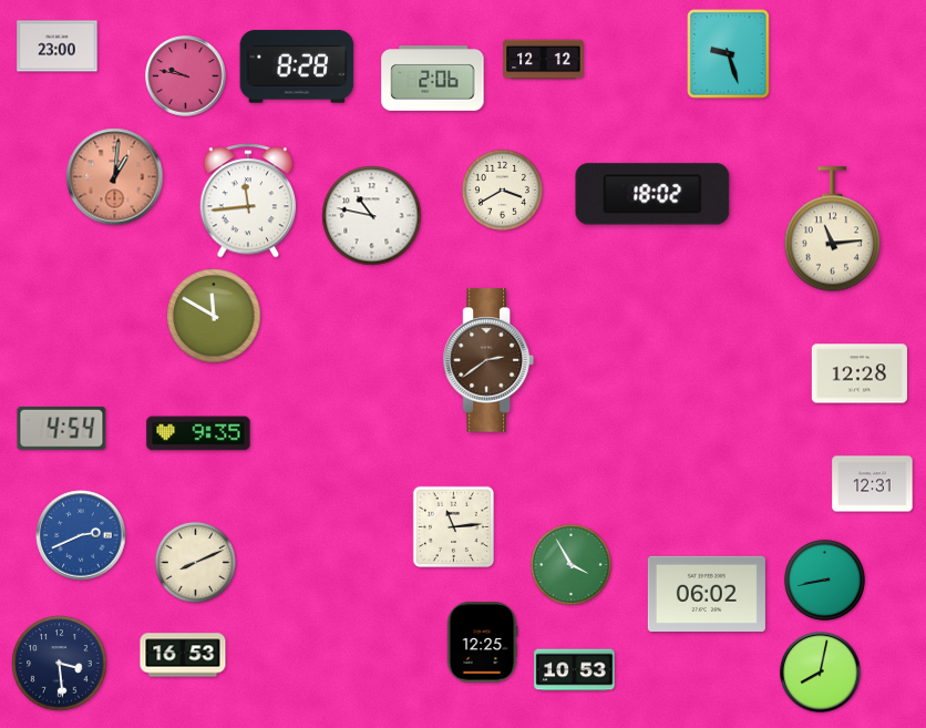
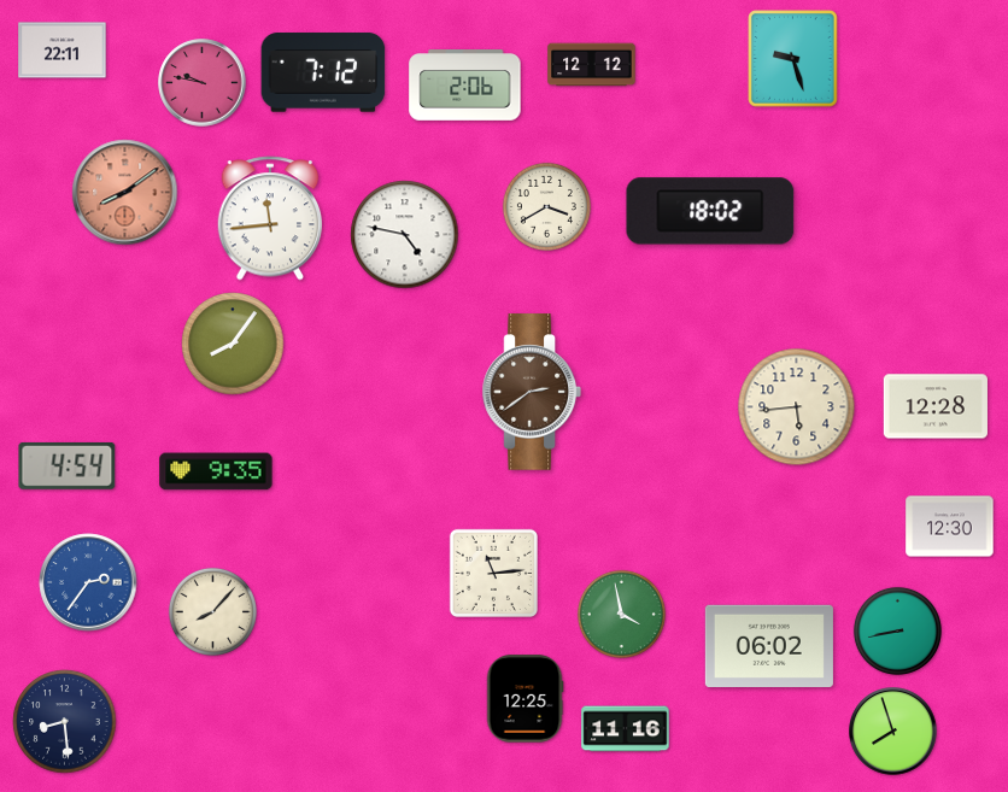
clock at (58, 47): 23:00 -> 22:11
clock at (297, 66): 8:28 -> 7:12
clock at (433, 79) position: (433, 79) -> (465, 86)
clock at (115, 177): 1:01 -> 8:09
clock at (372, 216): 10:47 -> 4:47
clock at (833, 229): 11:14 -> none
clock at (214, 316): 11:50 -> 8:06
clock at (797, 407): none -> 5:44
clock at (873, 484): 12:31 -> 12:30
clock at (81, 535): 2:41 -> 2:36
clock at (195, 562): 8:11 -> 8:07
clock at (570, 564): 3:55 -> 3:58
clock at (183, 655): 16:53 -> none
clock at (60, 664): 3:29 -> 8:29
clock at (575, 670): 10:53 -> 11:16
clock at (821, 673): 8:02 -> 7:57
